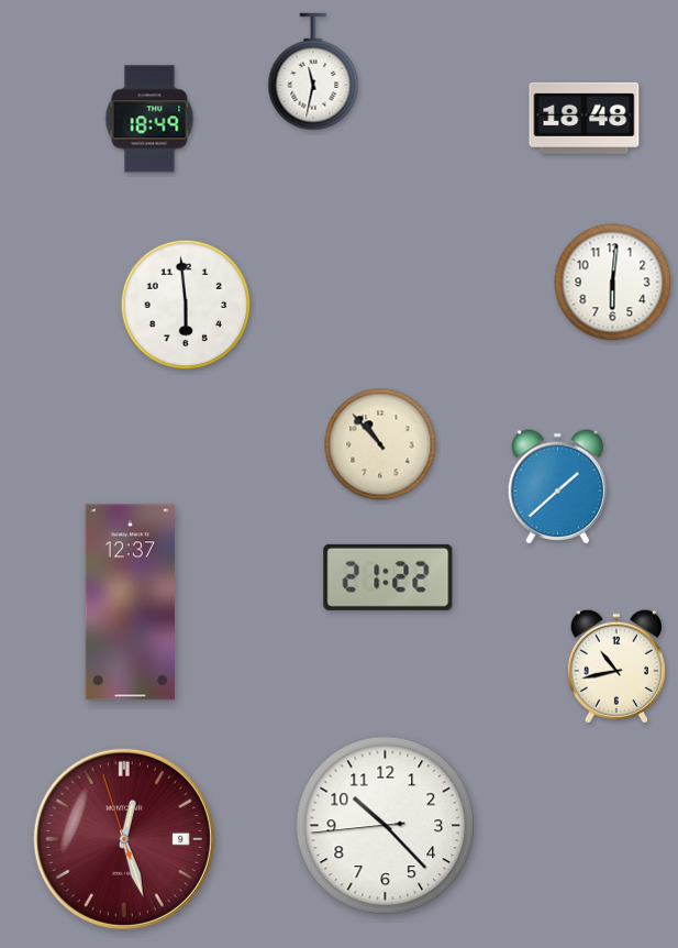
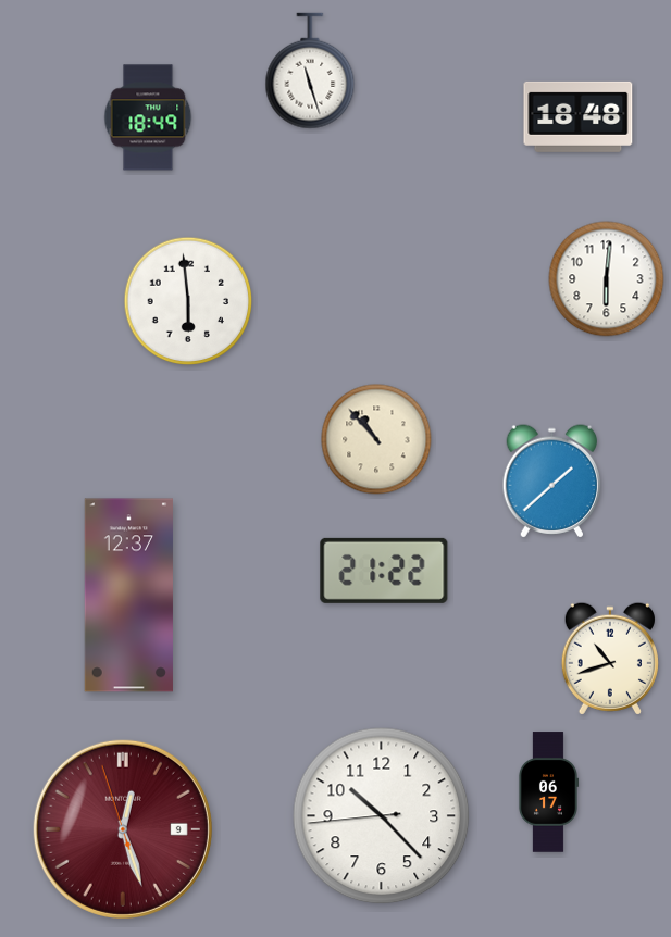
clock at (313, 71): 11:32 -> 11:27
clock at (186, 305) position: (186, 305) -> (188, 301)
clock at (616, 666): 10:43 -> 10:42
clock at (547, 792): none -> 06:17
